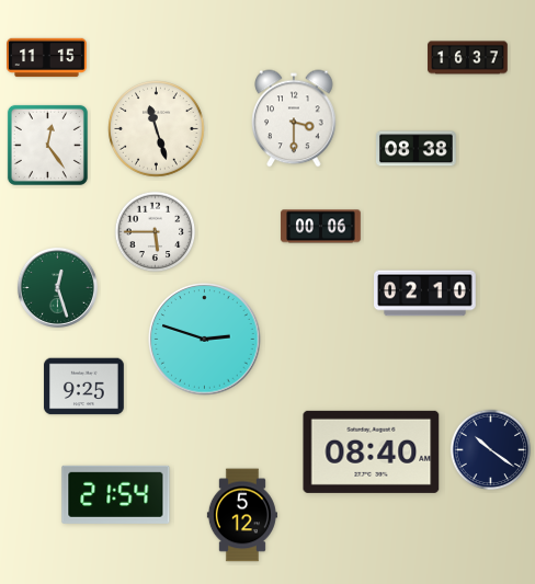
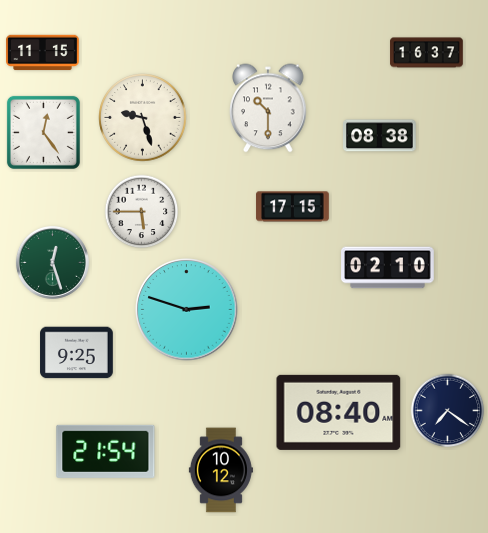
clock at (294, 118): 3:30 -> 10:30
clock at (157, 129): 11:27 -> 9:27
clock at (321, 227): 00:06 -> 17:15
clock at (491, 450): 10:21 -> 7:21
clock at (242, 515): 5:12 -> 10:12
